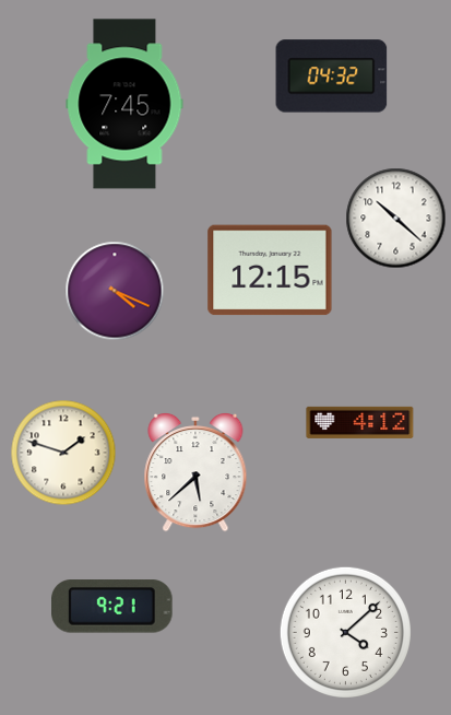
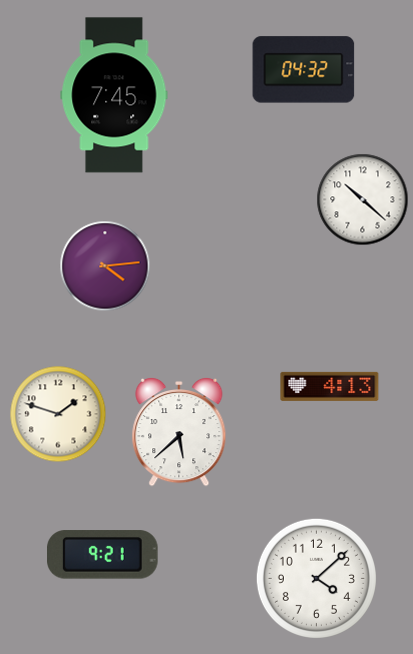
clock at (270, 270): 12:15 -> none
clock at (115, 291): 4:19 -> 4:14
clock at (360, 422): 4:12 -> 4:13
